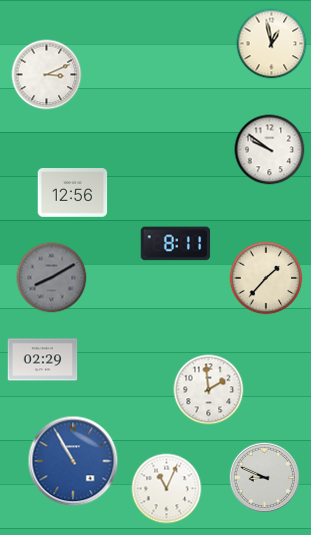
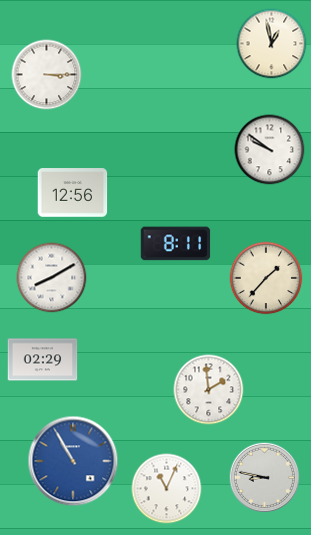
clock at (47, 75): 3:11 -> 3:15
clock at (52, 278) dial: grey -> white
clock at (265, 478): 8:49 -> 8:47
